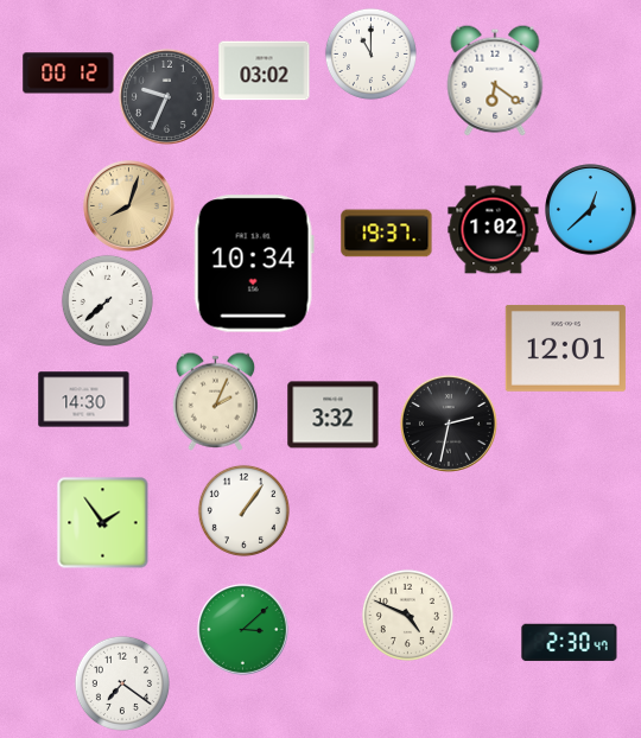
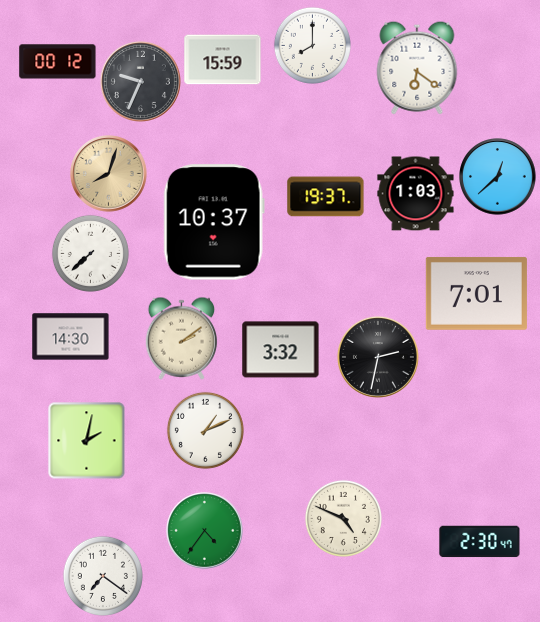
clock at (370, 53): 11:00 -> 8:00
clock at (265, 71): 03:02 -> 15:59
clock at (494, 230): 1:02 -> 1:03
clock at (254, 263): 10:34 -> 10:37
clock at (565, 348): 12:01 -> 7:01
clock at (216, 401): 2:04 -> 2:09
clock at (243, 510): 1:06 -> 1:11
clock at (103, 523): 1:54 -> 2:02
clock at (243, 630): 3:08 -> 4:36
